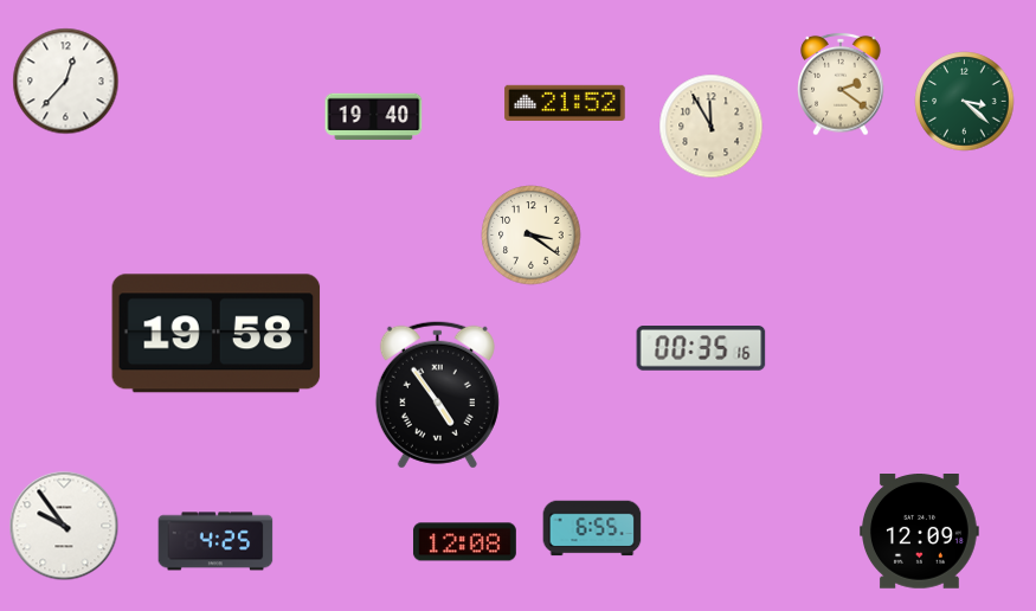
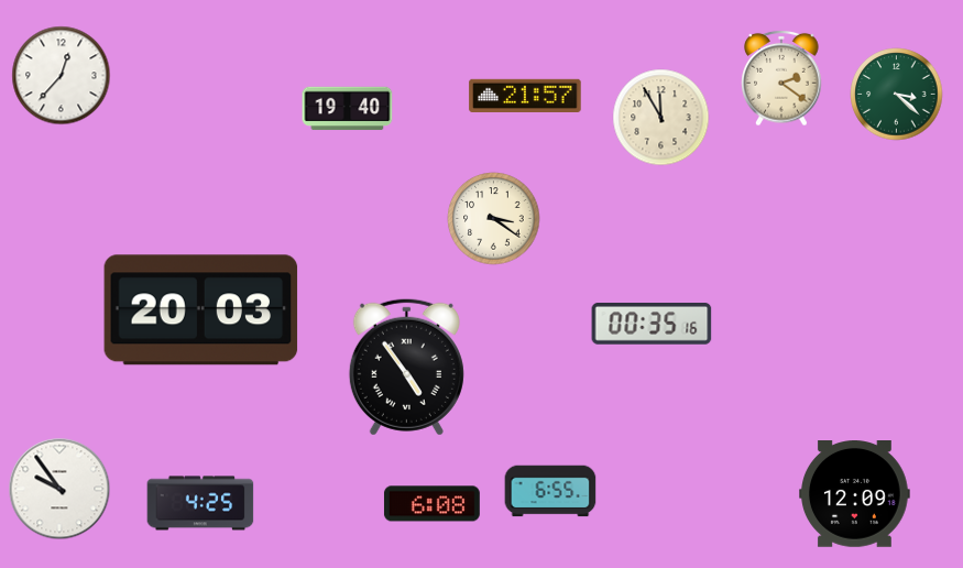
clock at (565, 102): 21:52 -> 21:57
clock at (217, 334): 19:58 -> 20:03
clock at (464, 542): 12:08 -> 6:08
